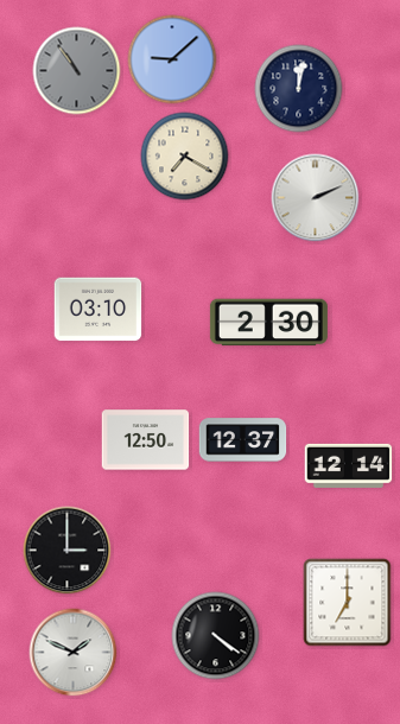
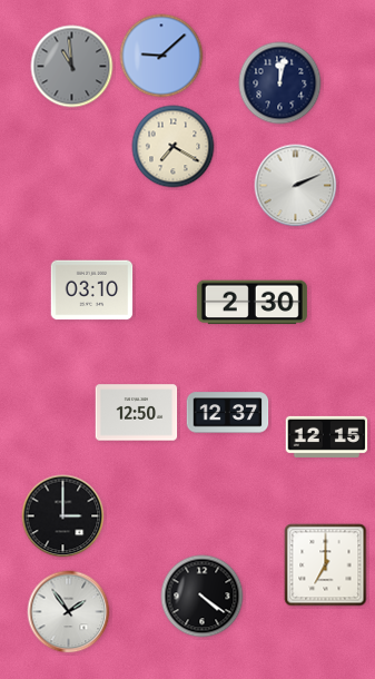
clock at (77, 71): 10:54 -> 10:59
clock at (349, 465): 12:14 -> 12:15
clock at (74, 653): 1:49 -> 1:54
